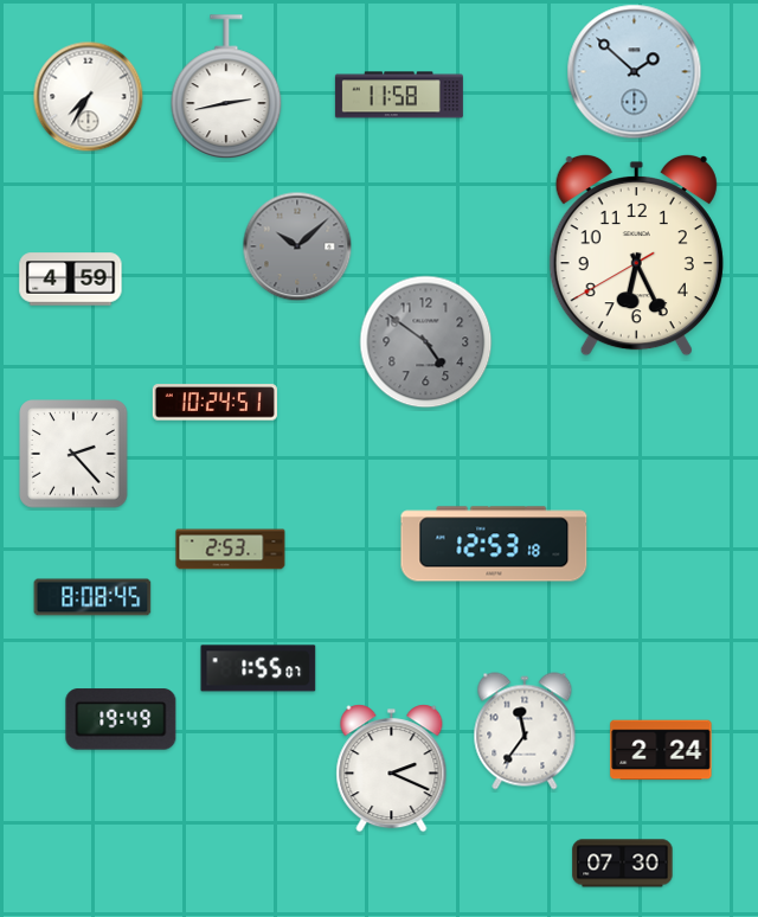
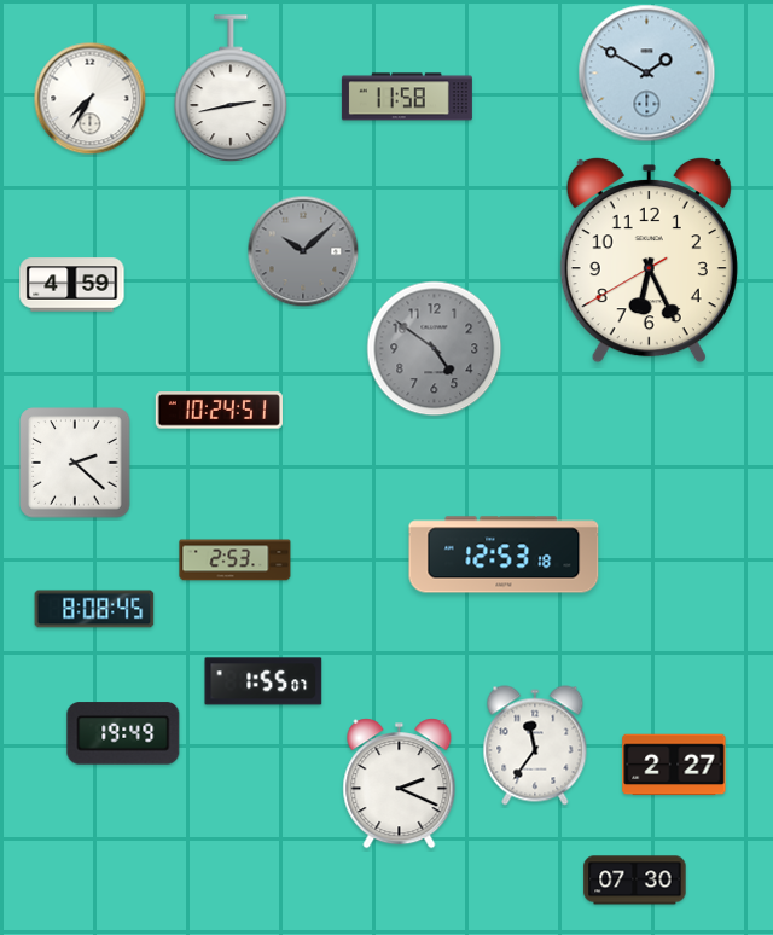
clock at (635, 72): 1:52 -> 1:50
clock at (73, 454): 2:23 -> 2:22
clock at (661, 750): 2:24 -> 2:27
